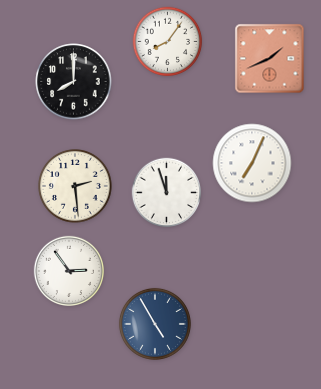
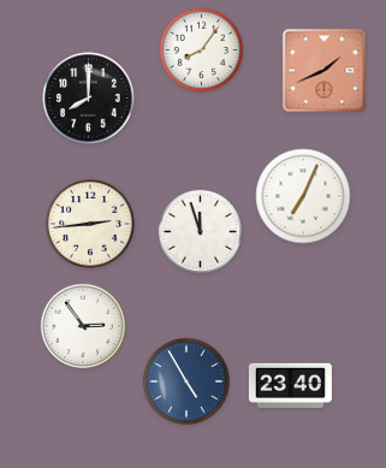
clock at (76, 187): 2:29 -> 2:44
clock at (290, 385): none -> 23:40
clock at (155, 324) position: (155, 324) -> (186, 381)
